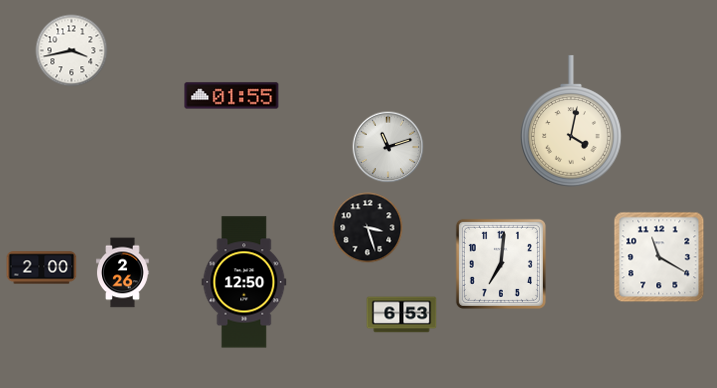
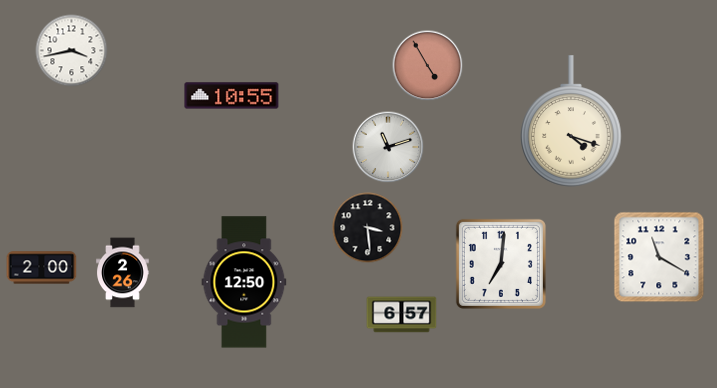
clock at (428, 66): none -> 4:55
clock at (232, 96): 01:55 -> 10:55
clock at (571, 121): 4:02 -> 4:18
clock at (368, 228): 3:27 -> 3:29
clock at (402, 315): 6:53 -> 6:57
